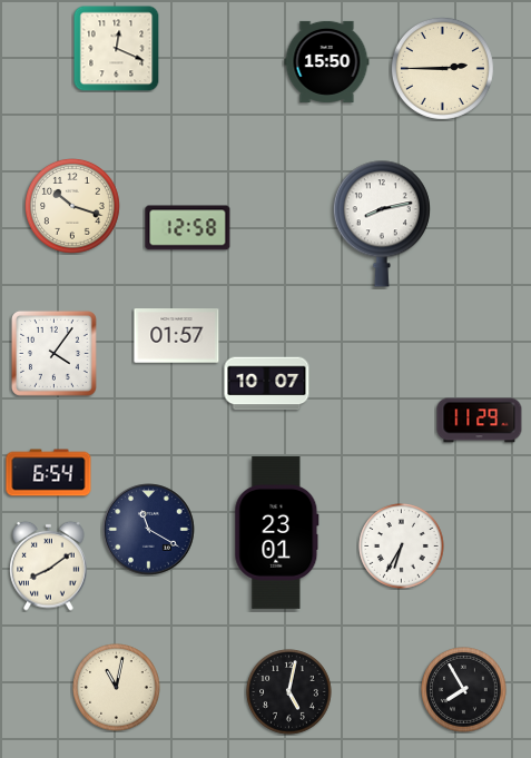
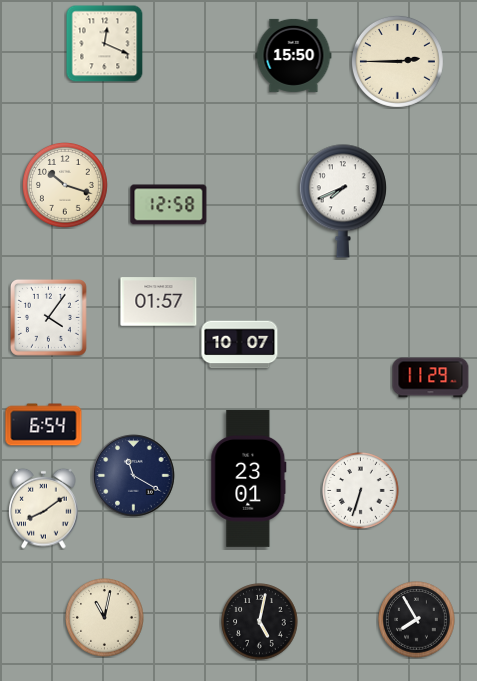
clock at (382, 224): 8:13 -> 7:41
clock at (402, 547): 6:35 -> 6:33
